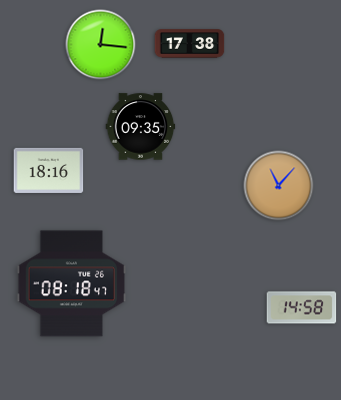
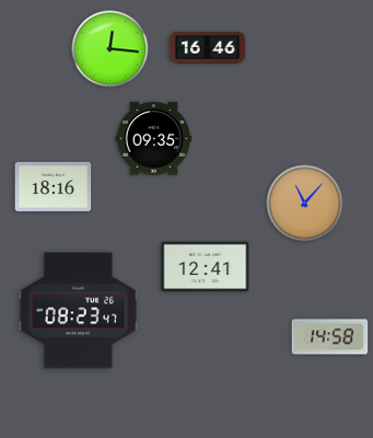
clock at (190, 44): 17:38 -> 16:46
clock at (206, 267): none -> 12:41
clock at (72, 284): 08:18 -> 08:23
